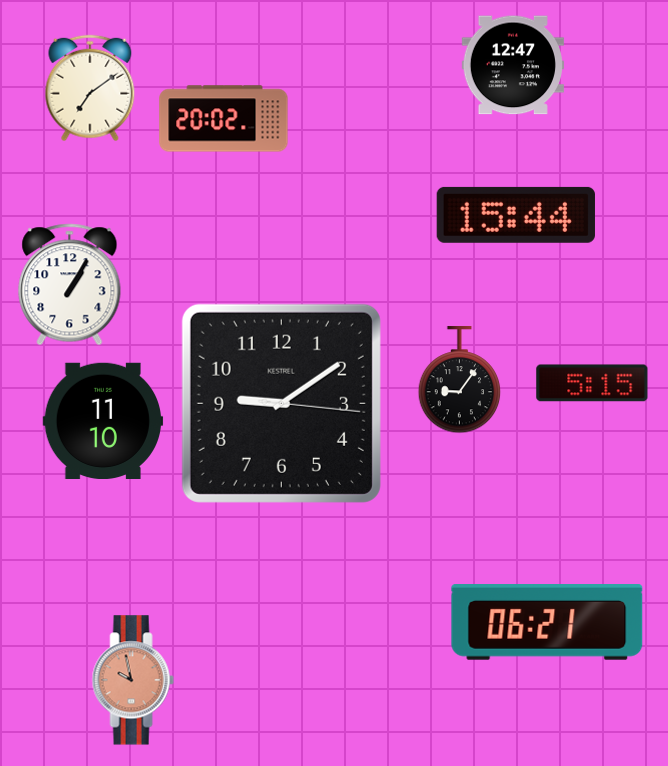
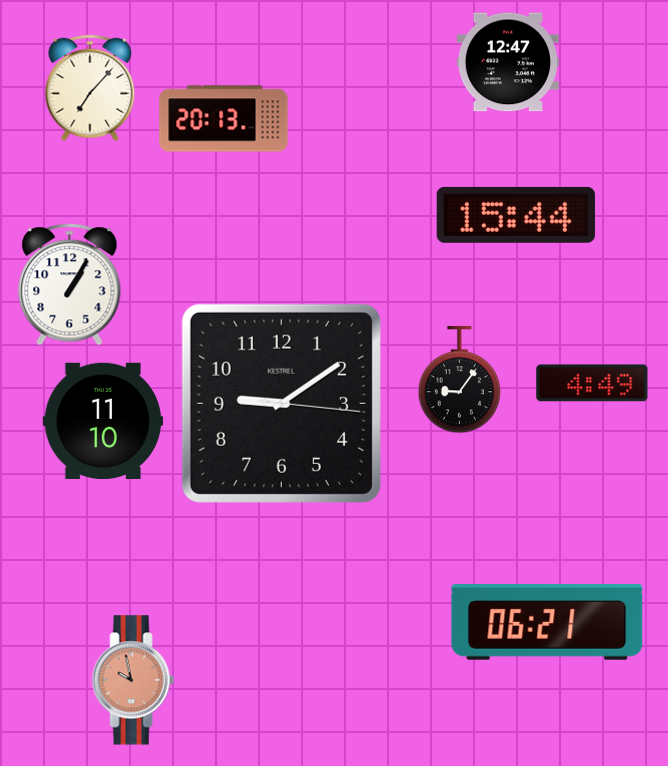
clock at (512, 65) position: (512, 65) -> (507, 62)
clock at (90, 88): 7:09 -> 7:07
clock at (224, 119): 20:02 -> 20:13
clock at (592, 383): 5:15 -> 4:49
